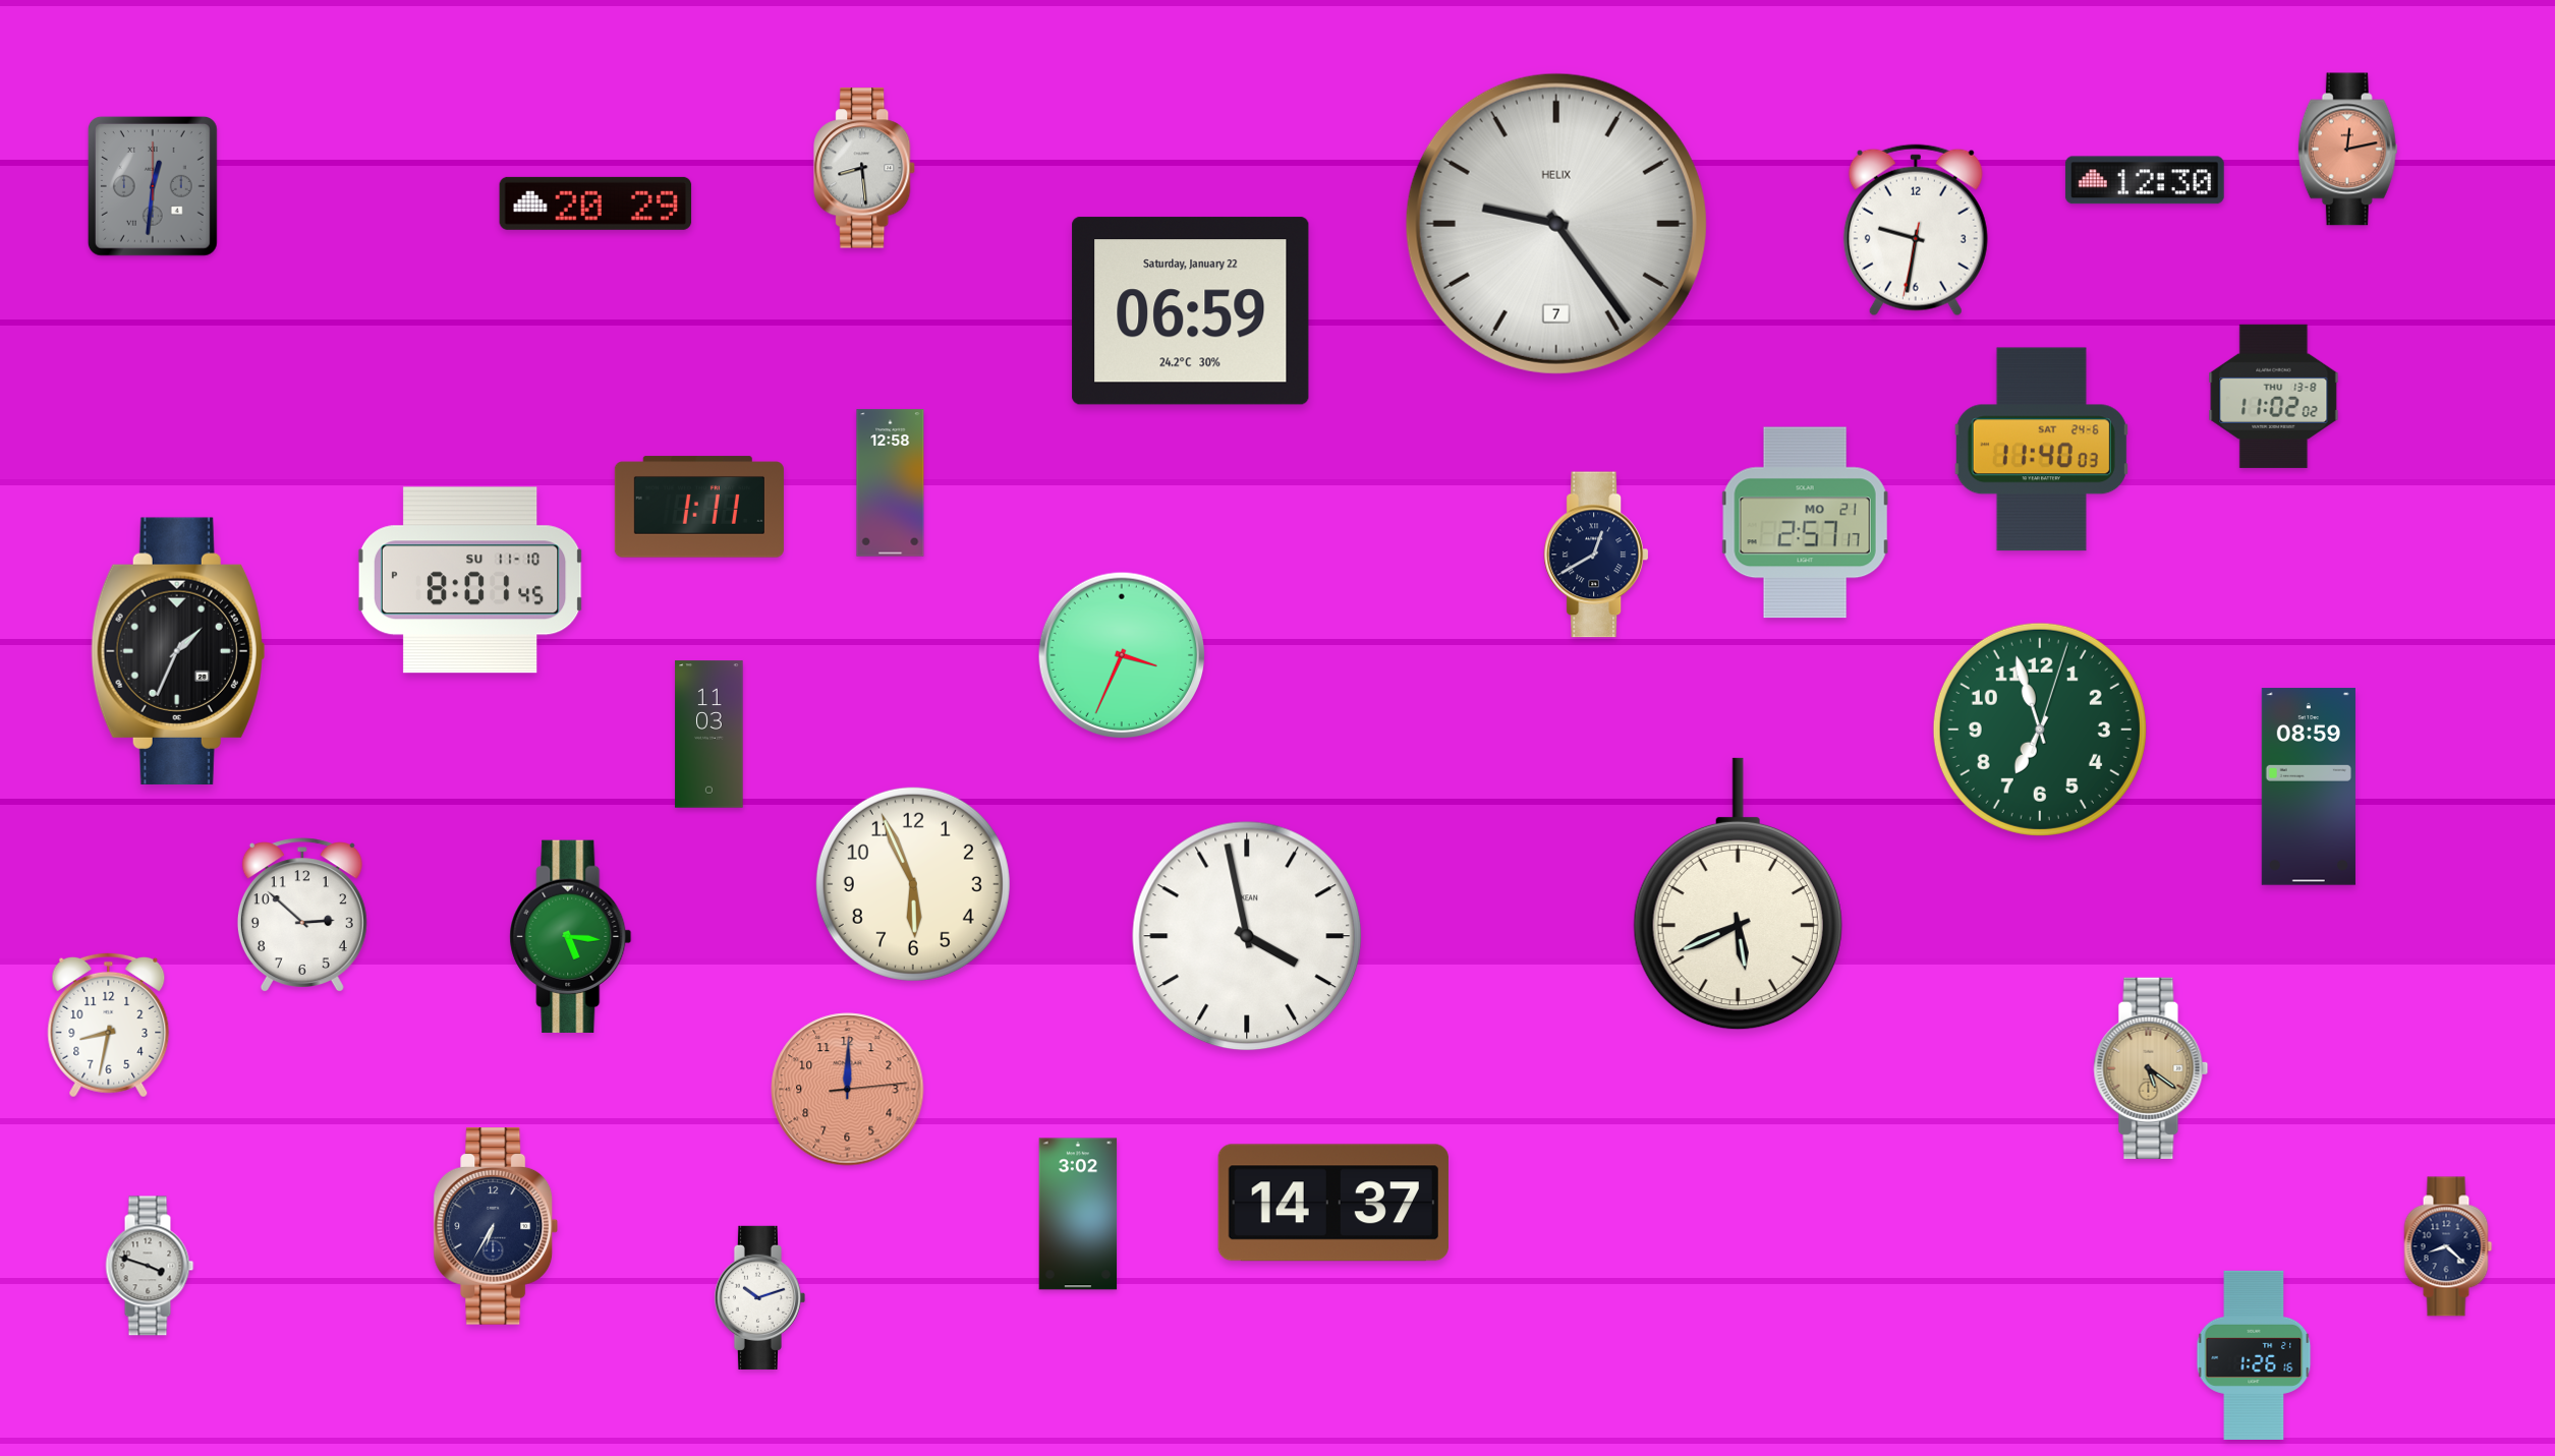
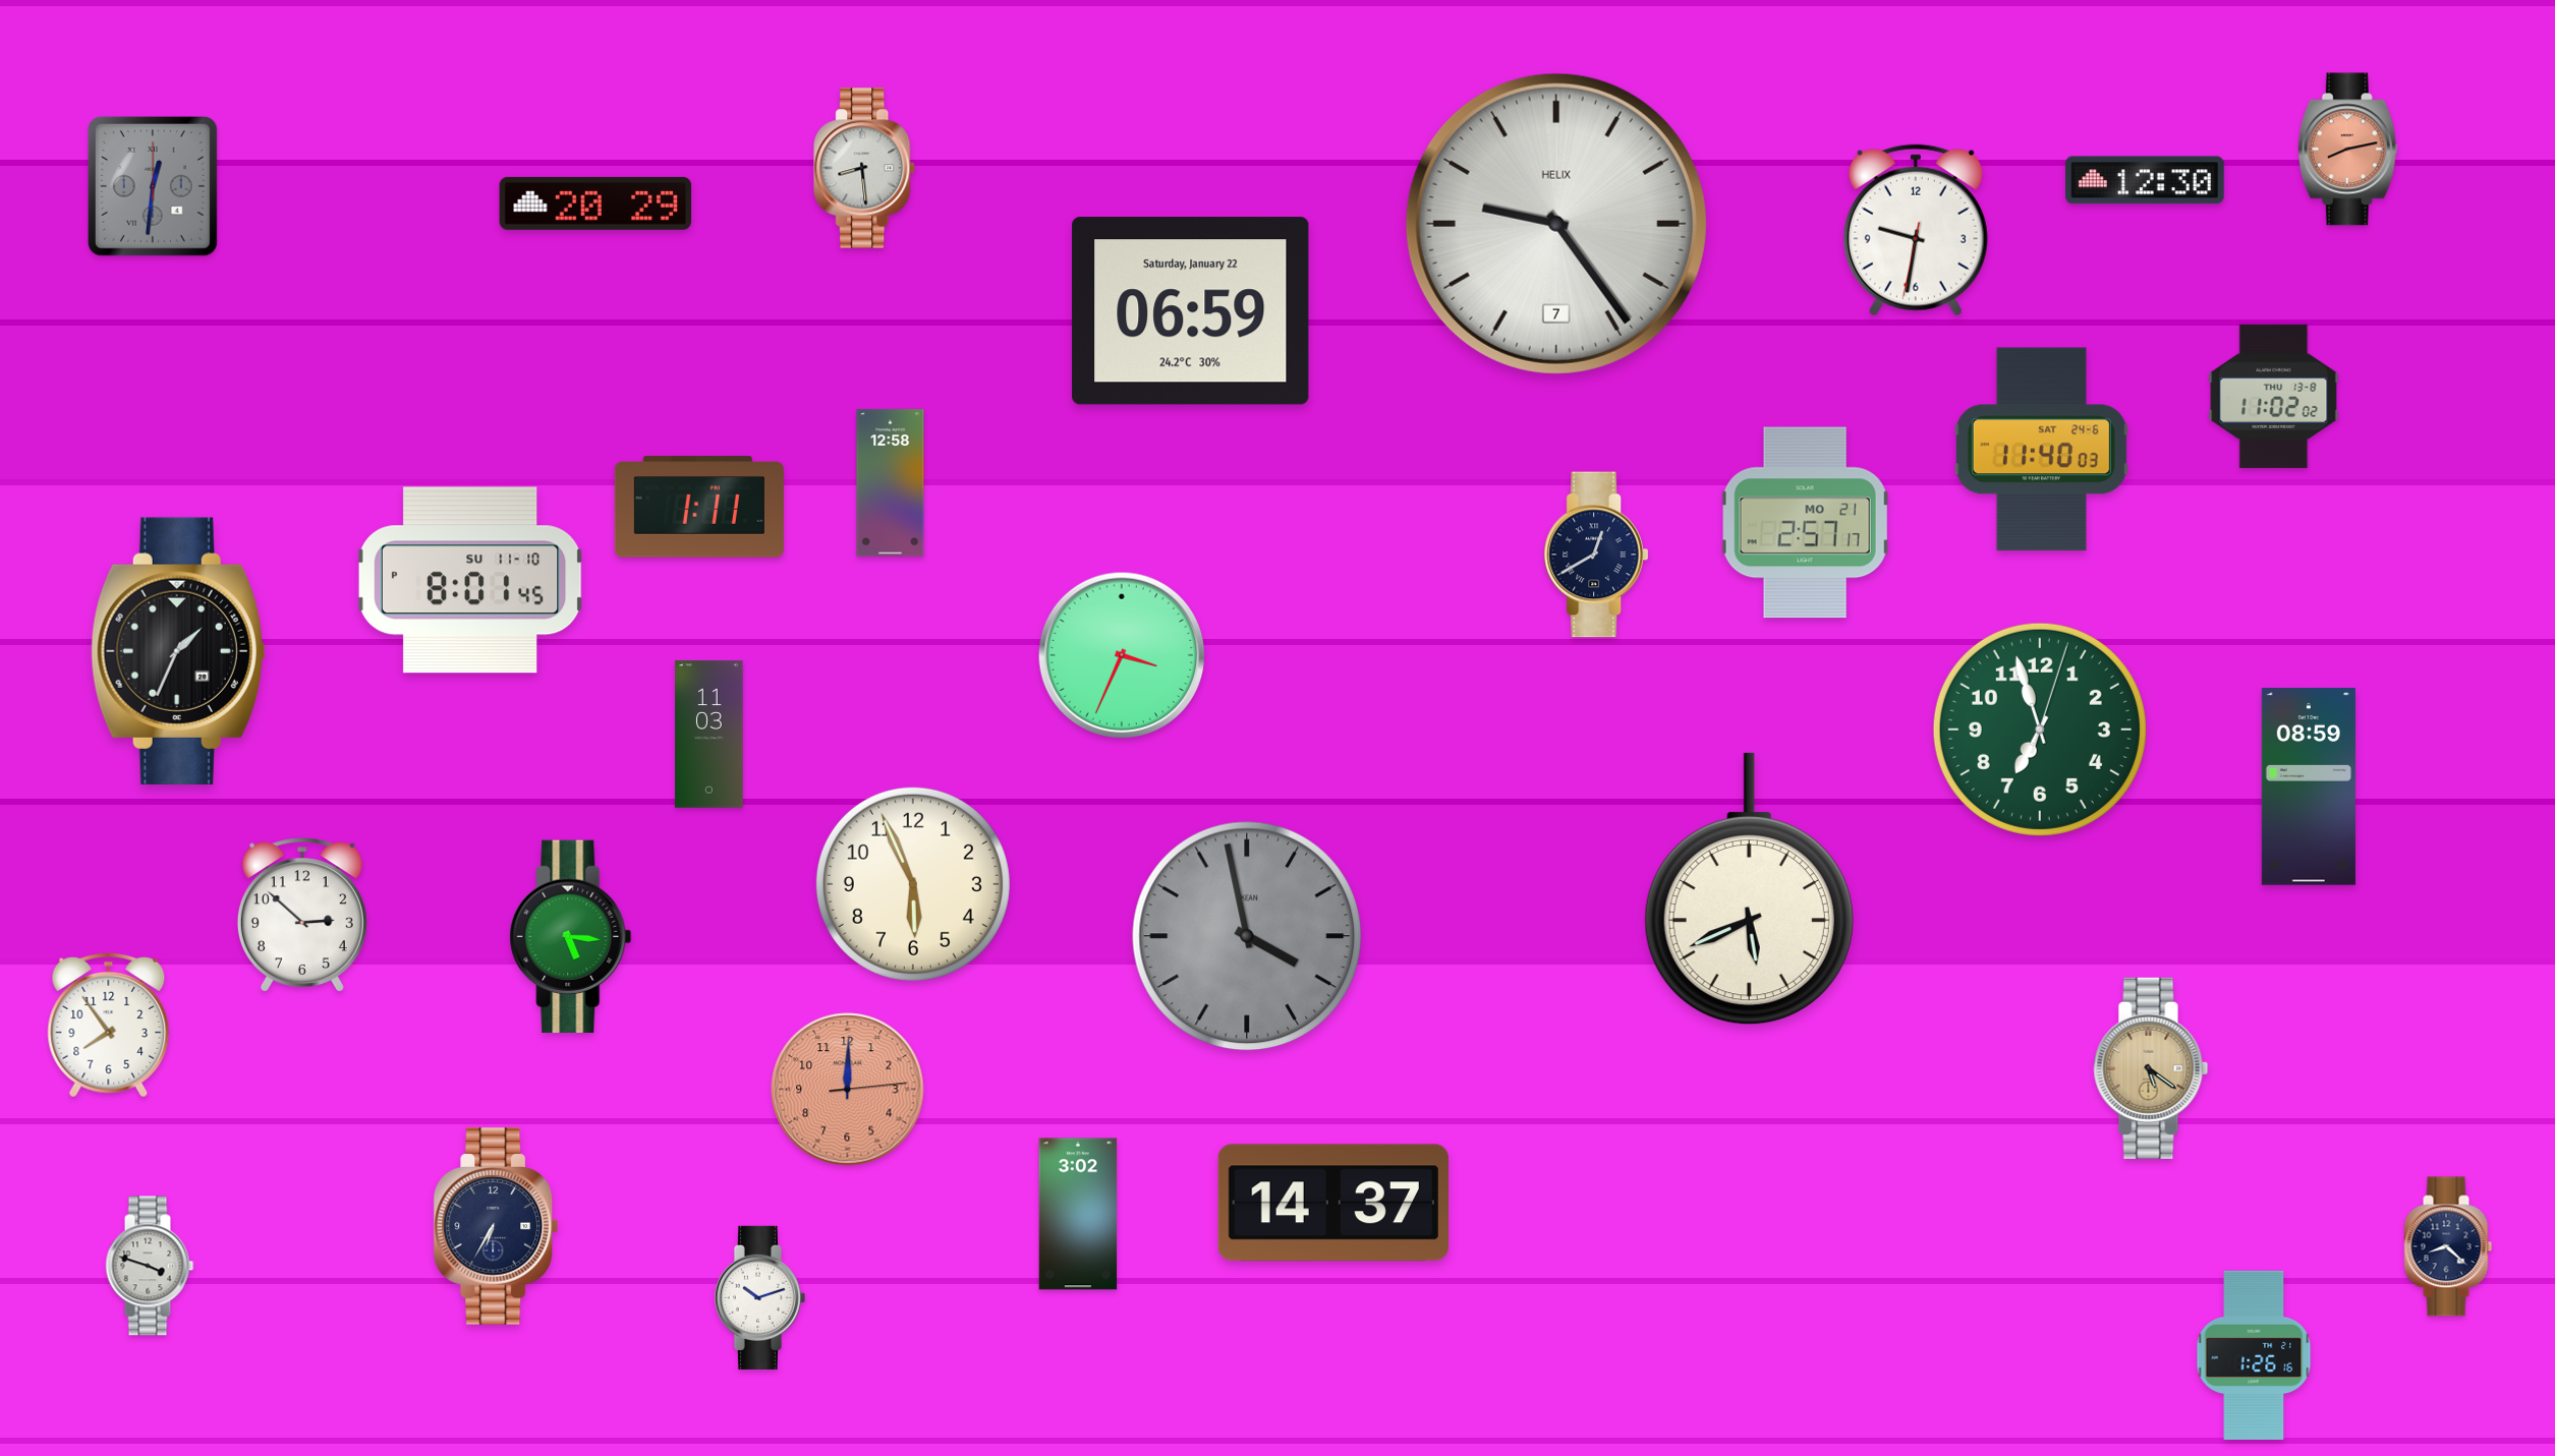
clock at (2347, 150): 12:13 -> 8:13
clock at (1738, 894) position: (1738, 894) -> (1749, 889)
clock at (1247, 936) dial: white -> grey
clock at (109, 1025): 8:32 -> 7:54
